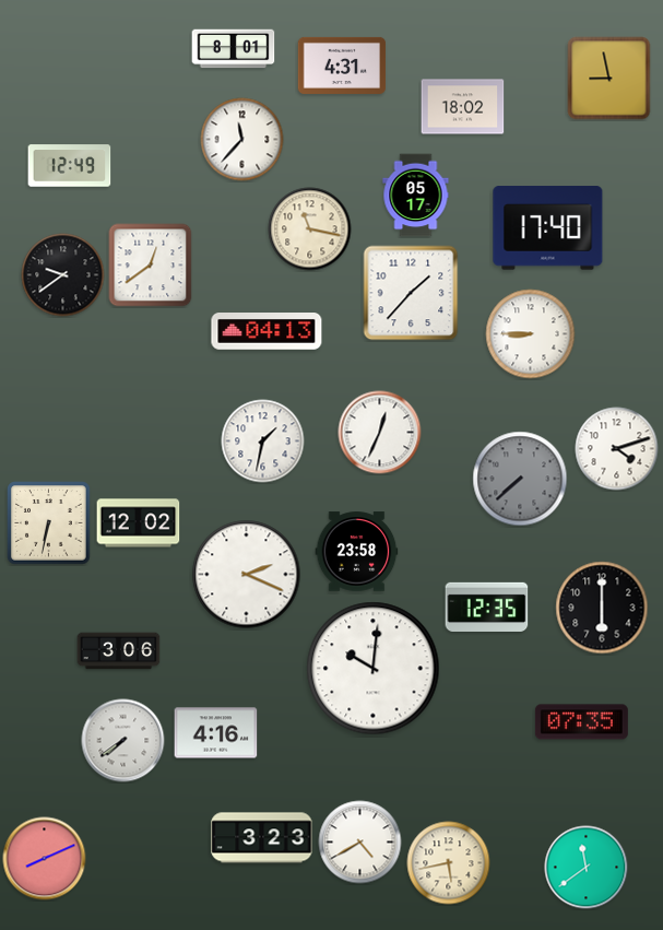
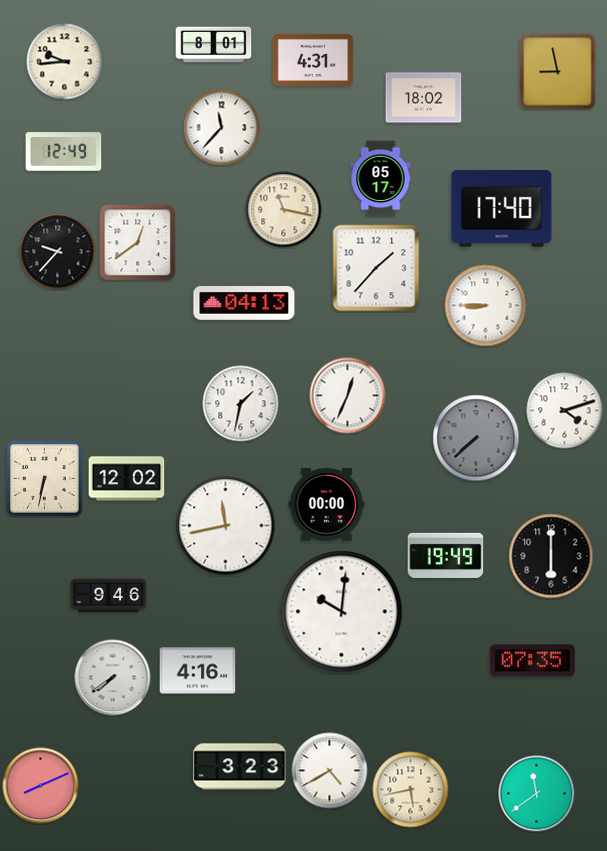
clock at (65, 62): none -> 9:44
clock at (63, 275): 9:39 -> 9:37
clock at (357, 552): 23:58 -> 00:00
clock at (247, 575): 2:19 -> 11:43
clock at (487, 607): 12:35 -> 19:49
clock at (119, 651): 3:06 -> 9:46
